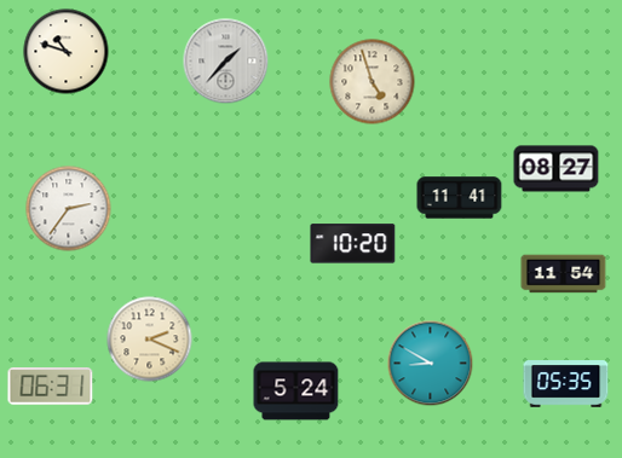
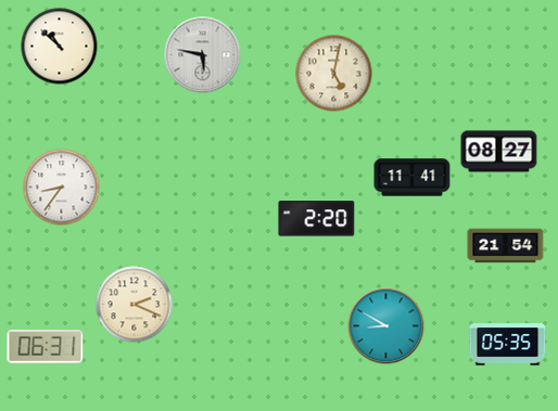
clock at (67, 52): 10:48 -> 10:52
clock at (226, 62): 1:37 -> 5:47
clock at (373, 82): 4:57 -> 5:02
clock at (69, 209): 2:36 -> 8:36
clock at (353, 244): 10:20 -> 2:20
clock at (564, 274): 11:54 -> 21:54
clock at (296, 392): 5:24 -> none
